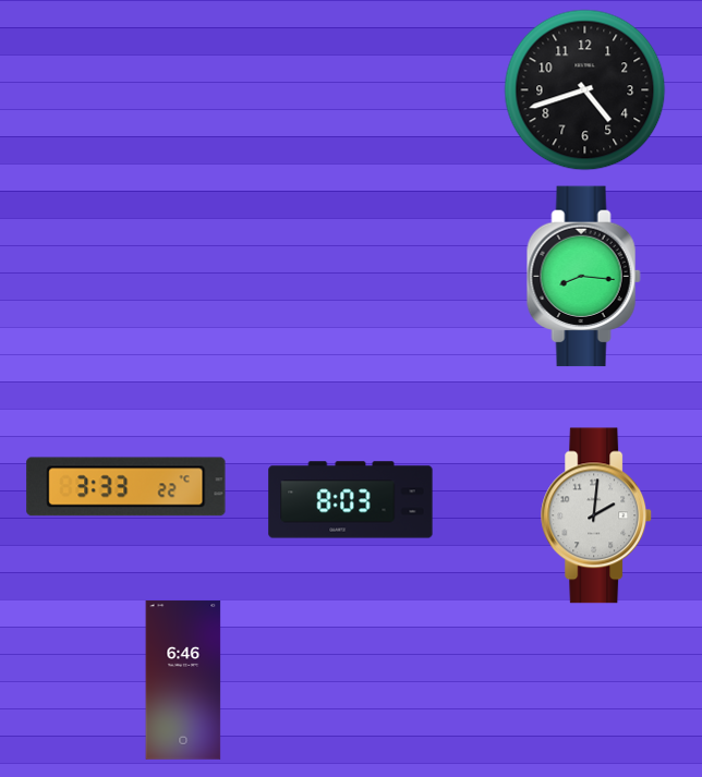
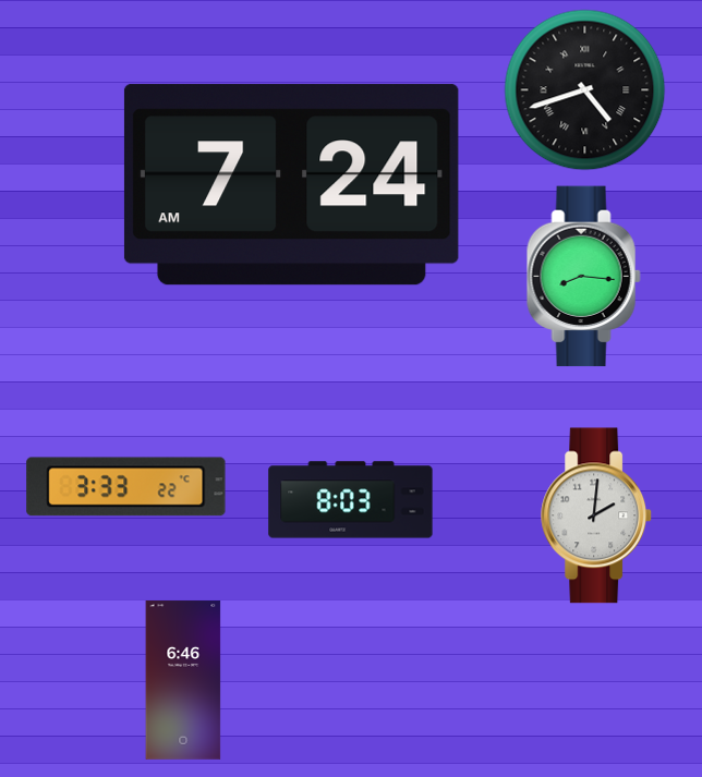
clock at (585, 90) numerals: Arabic -> Roman
clock at (291, 185): none -> 7:24
